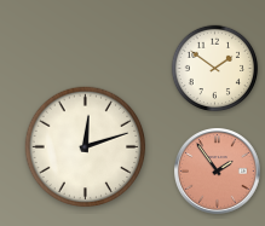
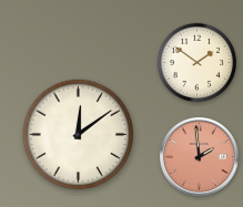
clock at (86, 147): 12:12 -> 12:09
clock at (218, 172): 1:54 -> 1:59
